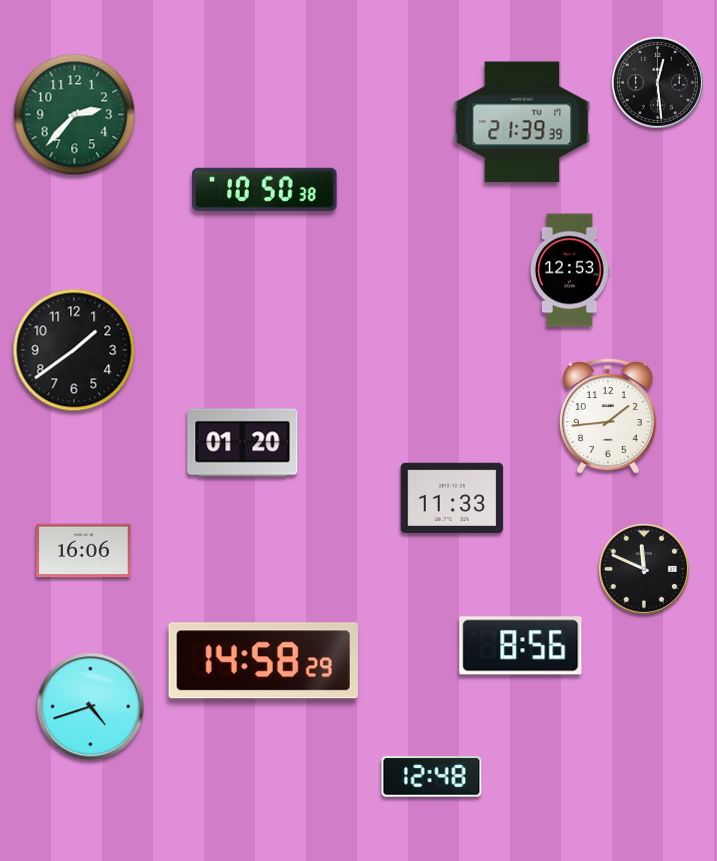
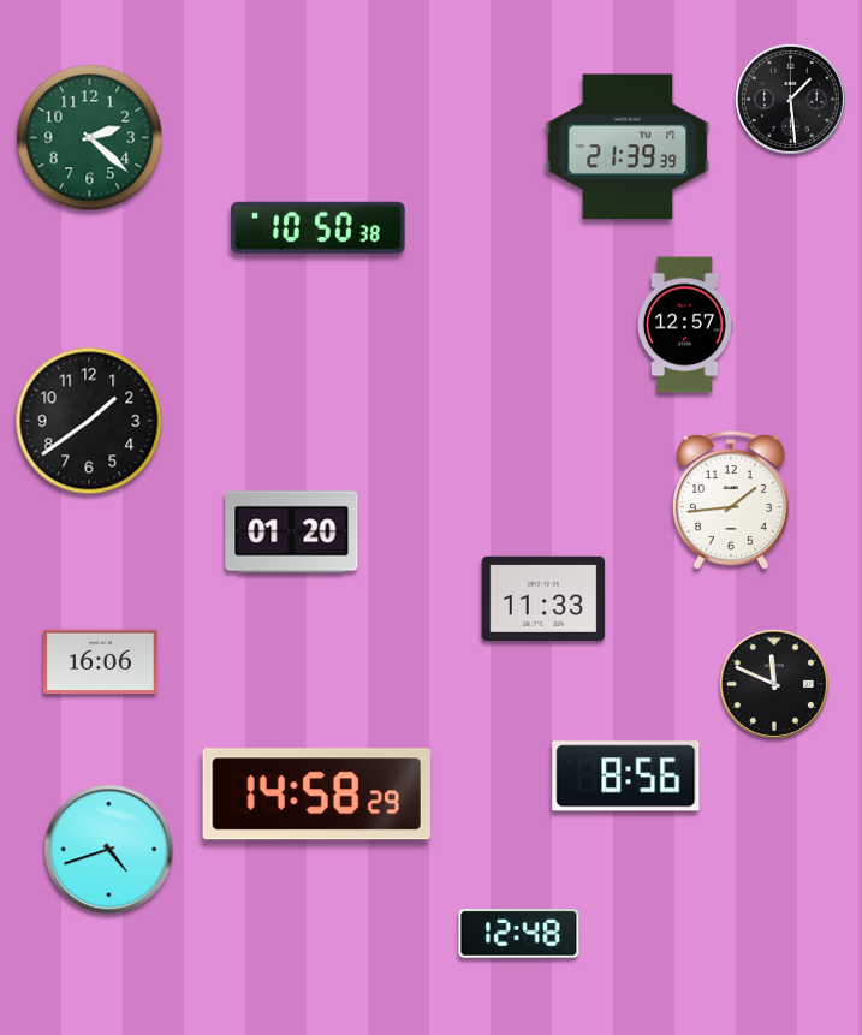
clock at (657, 82): 12:29 -> 1:29
clock at (75, 115): 2:37 -> 2:22
clock at (570, 270): 12:53 -> 12:57
